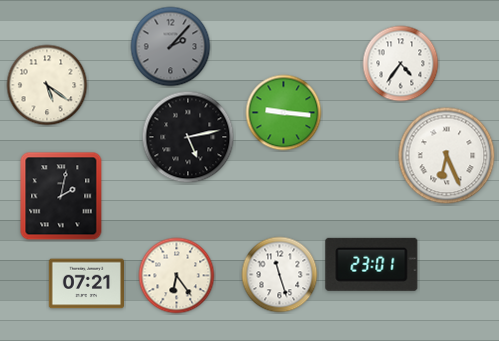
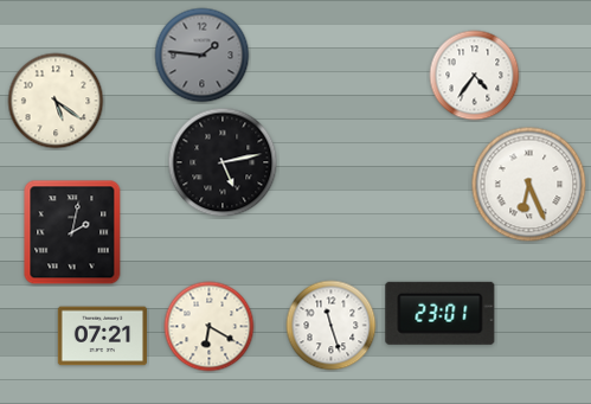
clock at (171, 47): 2:07 -> 1:46
clock at (284, 113): 9:16 -> none
clock at (177, 276): 6:24 -> 6:20
